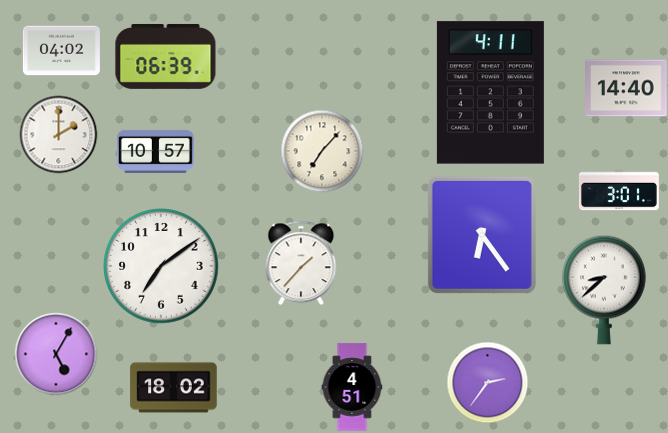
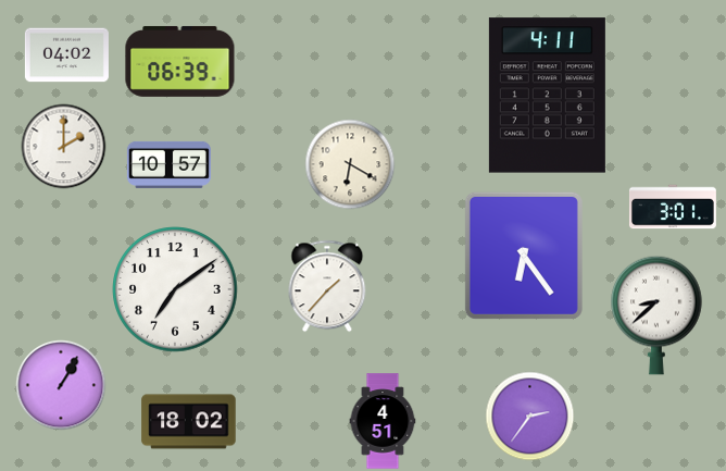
clock at (627, 88): 14:40 -> none
clock at (490, 93) position: (490, 93) -> (547, 96)
clock at (322, 151): 7:07 -> 6:20
clock at (56, 354): 5:05 -> 1:05
